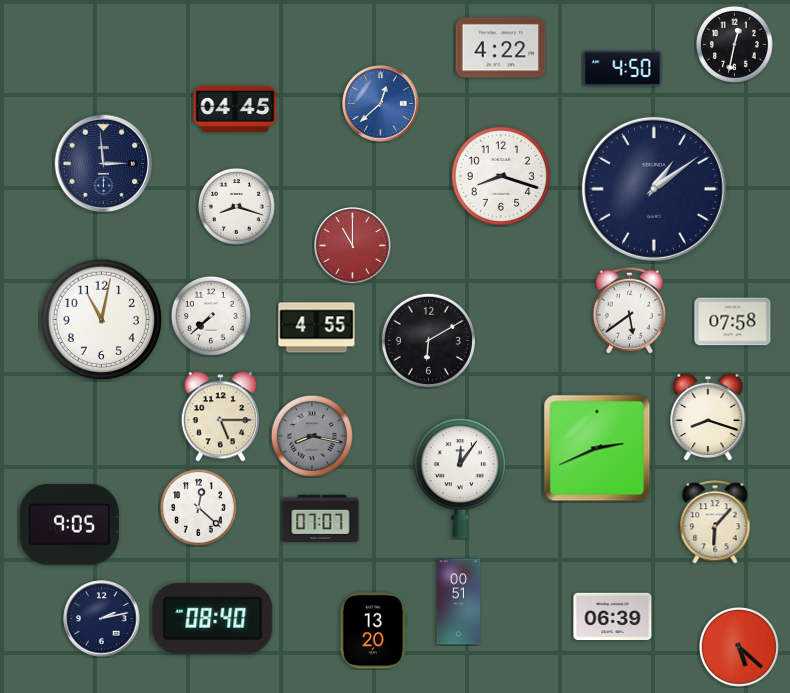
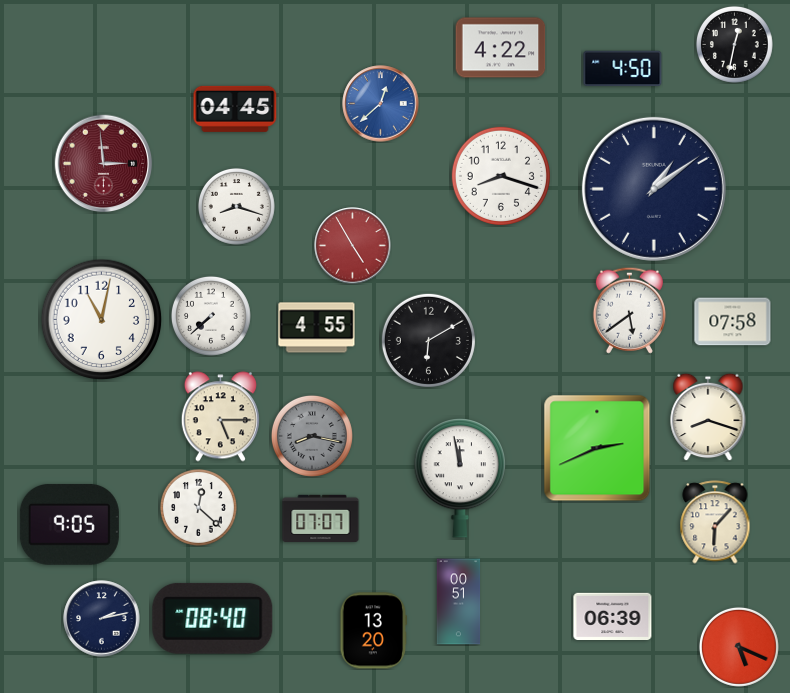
clock at (104, 164) dial: navy -> burgundy
clock at (353, 246): 11:00 -> 4:55
clock at (460, 479): 12:06 -> 11:58
clock at (739, 647): 5:22 -> 5:19
